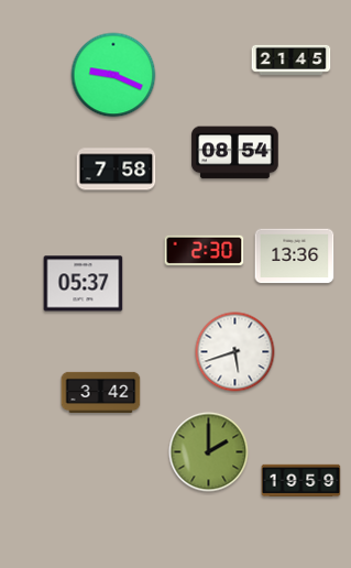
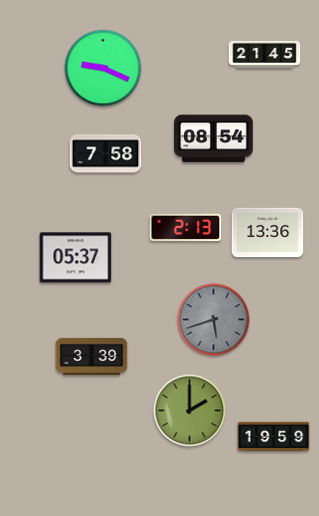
clock at (205, 250): 2:30 -> 2:13
clock at (235, 352) dial: white -> grey
clock at (101, 392): 3:42 -> 3:39
